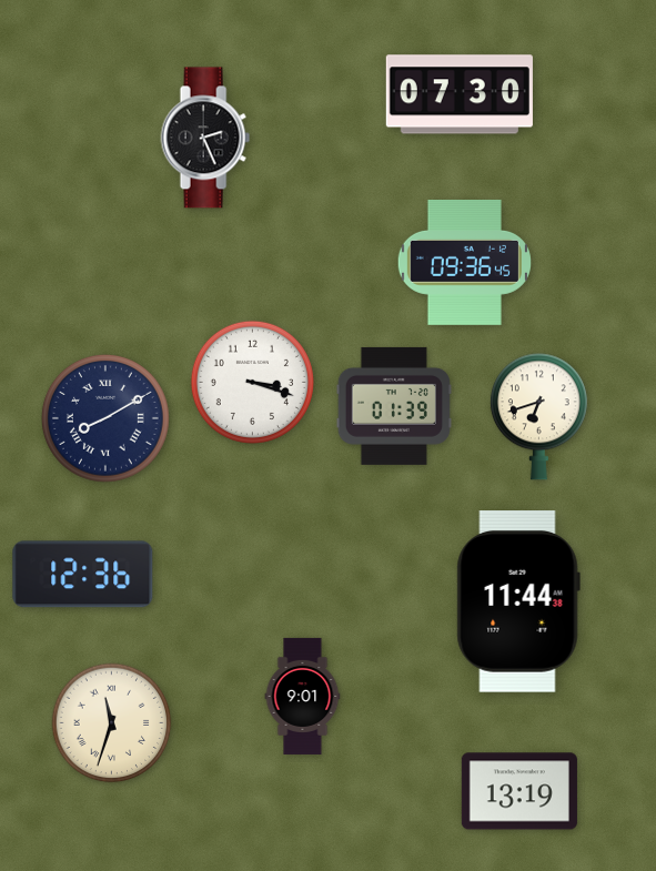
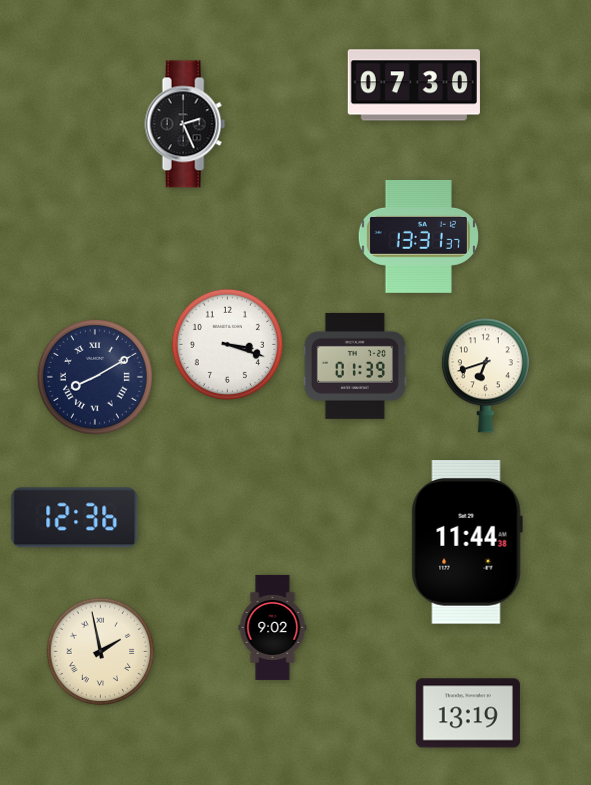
clock at (464, 262): 09:36 -> 13:31
clock at (303, 696): 9:01 -> 9:02
clock at (112, 723): 11:33 -> 1:58
